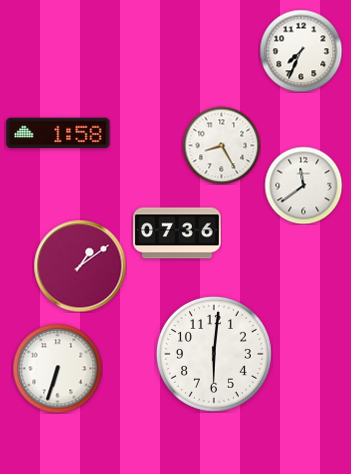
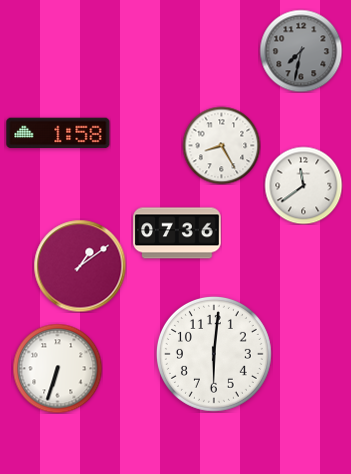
clock at (301, 51): 7:34 -> 7:32
clock at (301, 51) dial: white -> grey
